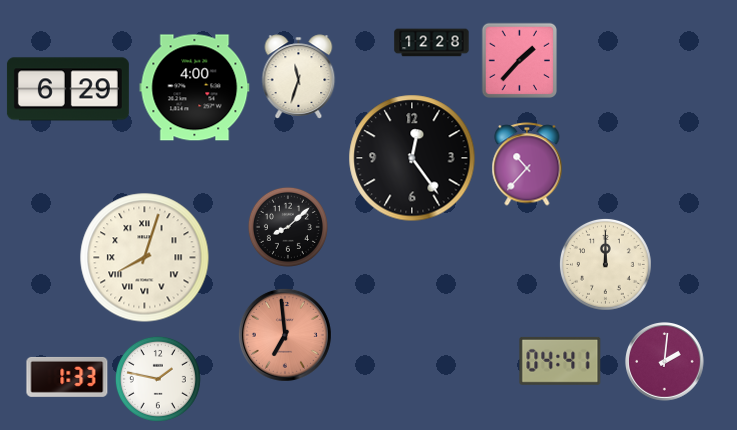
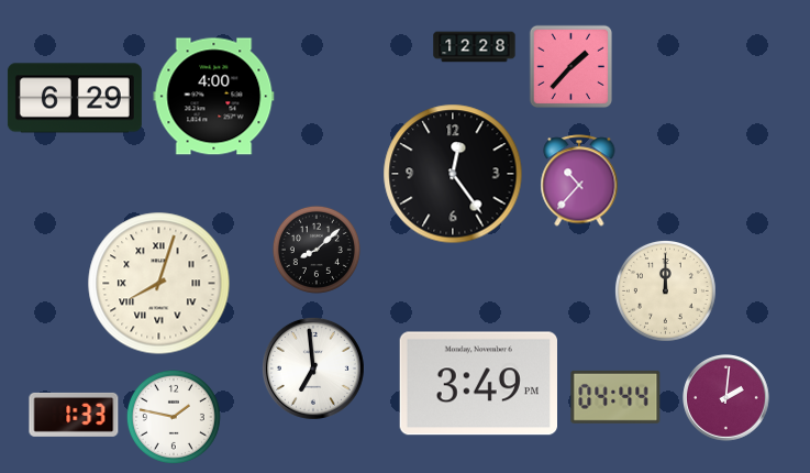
clock at (299, 77): 11:33 -> none
clock at (285, 335) dial: salmon -> white
clock at (478, 384): none -> 3:49
clock at (560, 361): 04:41 -> 04:44
clock at (665, 362) position: (665, 362) -> (726, 398)
